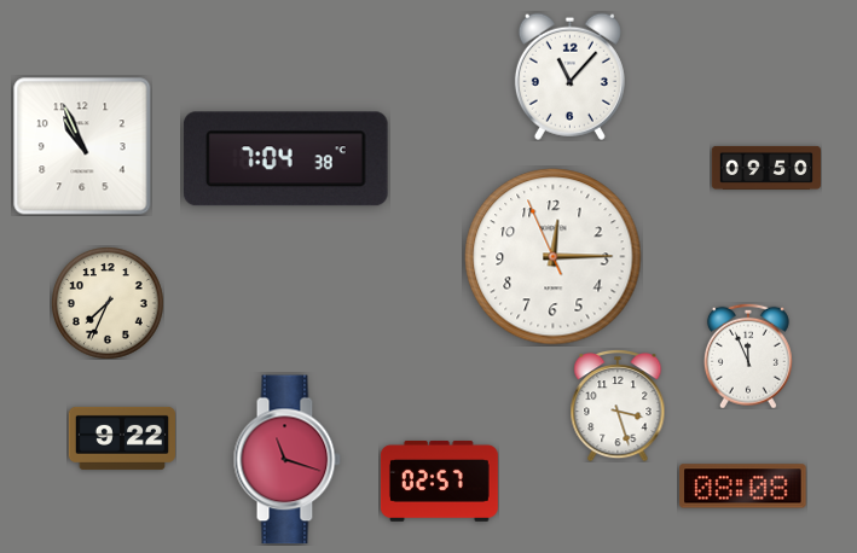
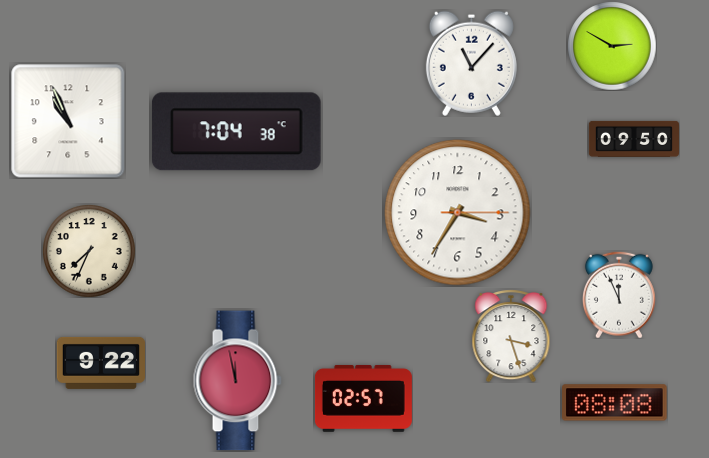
clock at (612, 46): none -> 2:50
clock at (554, 257): 12:14 -> 3:35
clock at (286, 460): 11:18 -> 11:58
